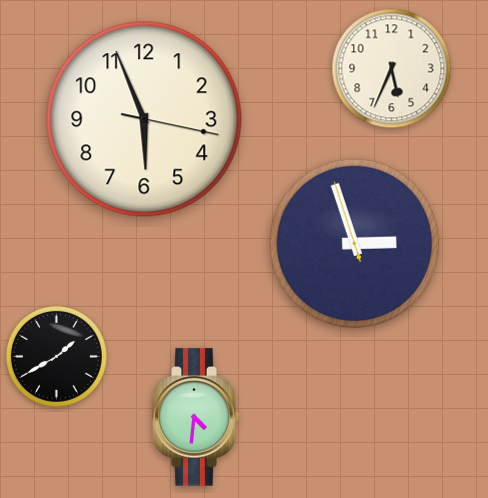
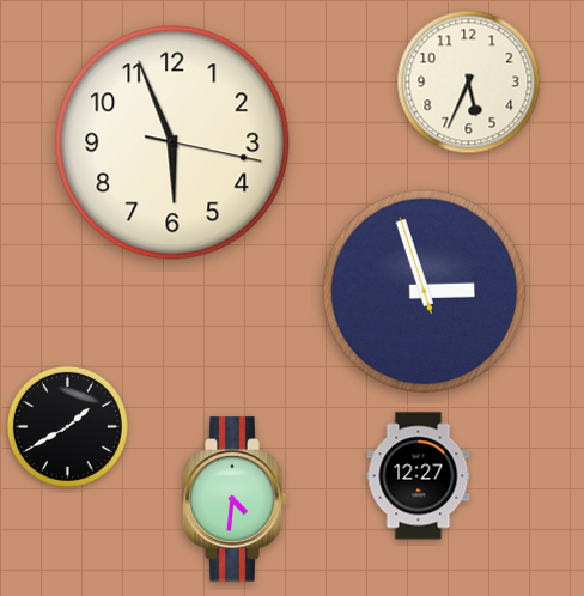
clock at (419, 476): none -> 12:27
